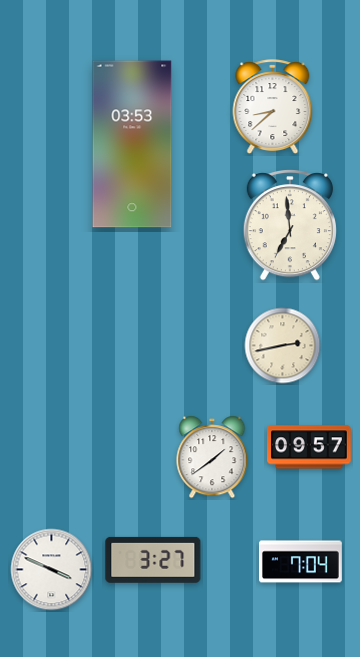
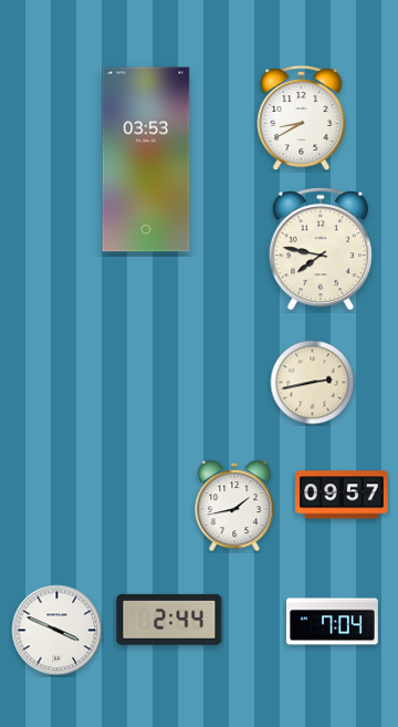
clock at (273, 106): 8:38 -> 8:40
clock at (290, 226): 6:59 -> 7:47
clock at (212, 457): 1:39 -> 1:43
clock at (153, 560): 3:27 -> 2:44
